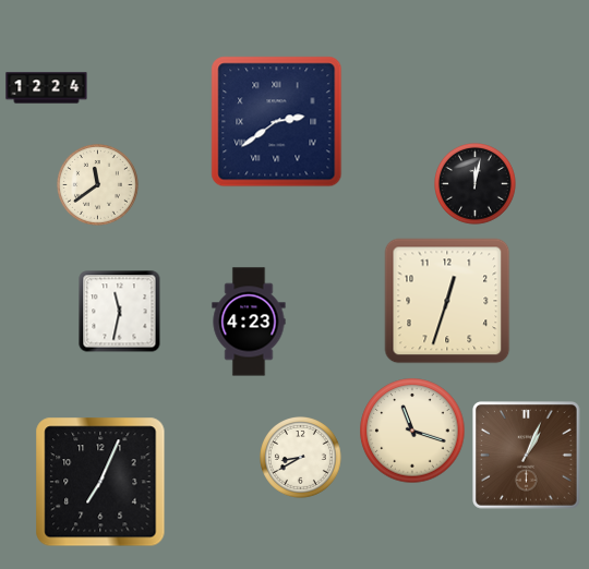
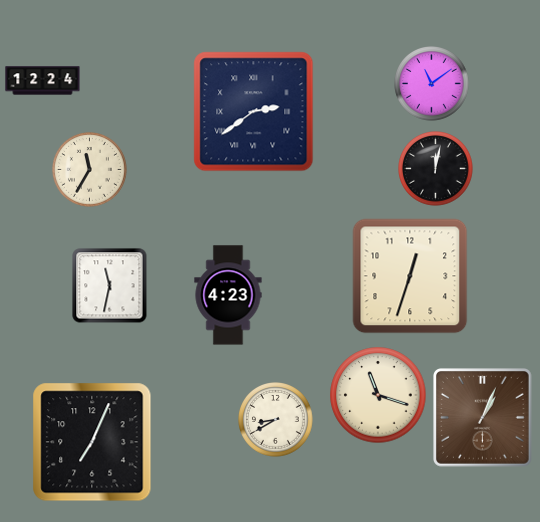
clock at (432, 84): none -> 11:09
clock at (98, 185): 11:39 -> 11:35
